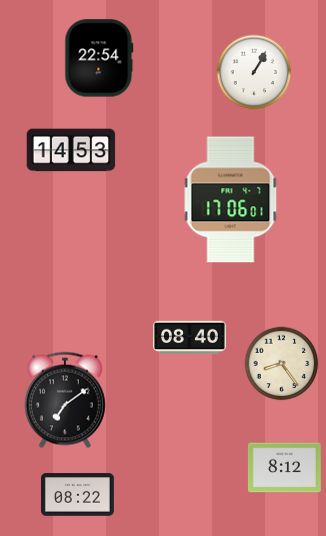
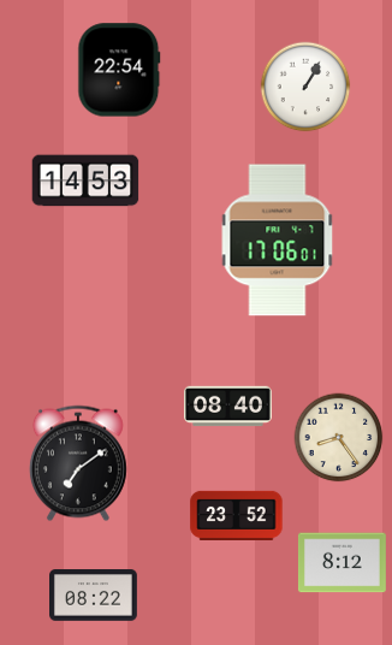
clock at (65, 400) position: (65, 400) -> (78, 463)
clock at (237, 515): none -> 23:52
